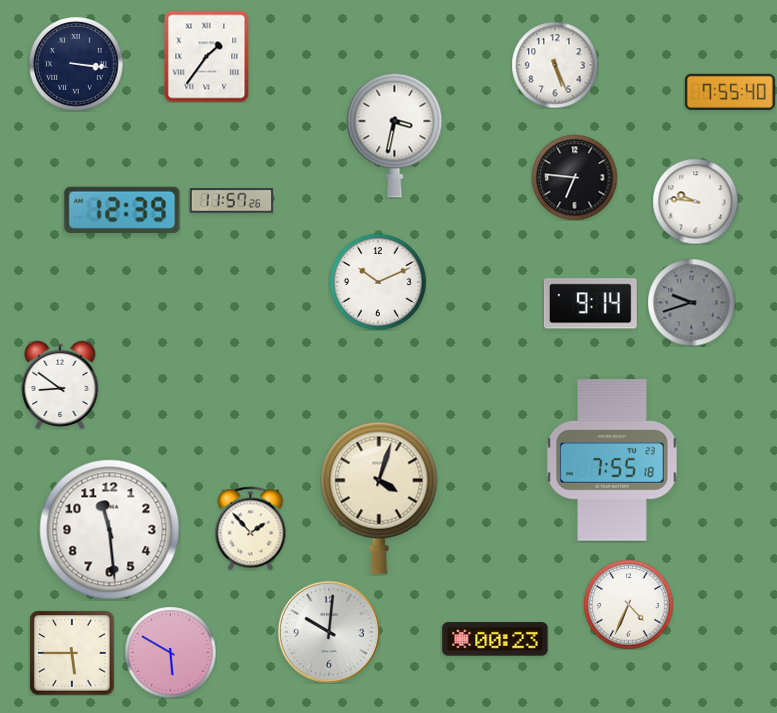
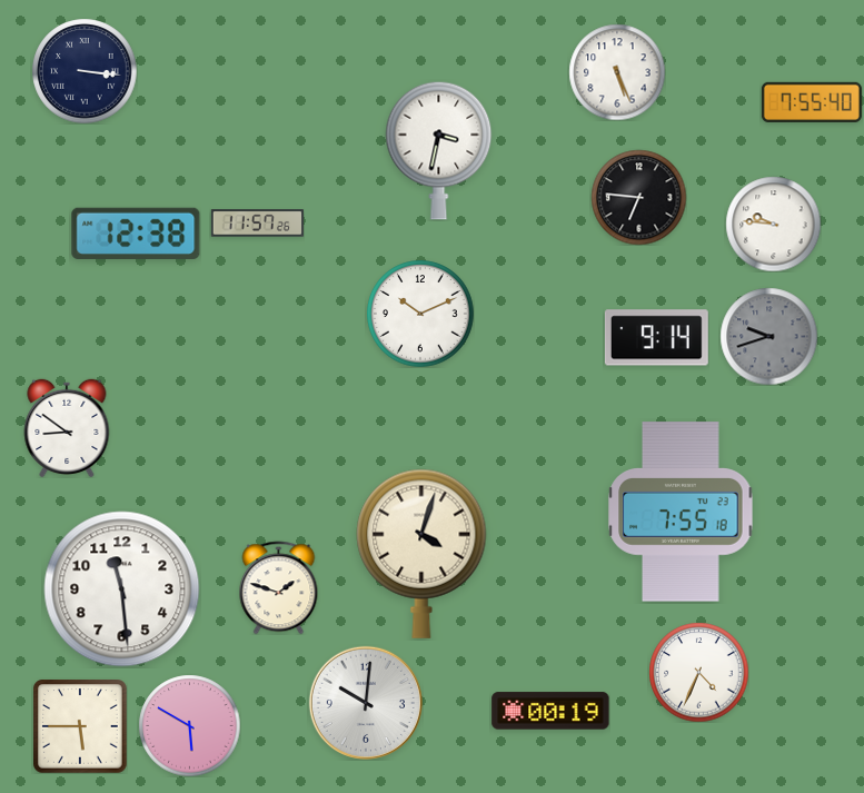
clock at (207, 56): 1:36 -> none
clock at (122, 209): 12:39 -> 12:38
clock at (251, 528): 1:53 -> 1:48
clock at (495, 639): 00:23 -> 00:19
